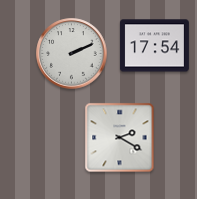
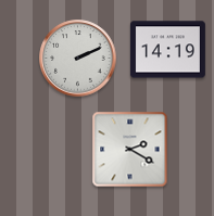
clock at (154, 46): 17:54 -> 14:19
